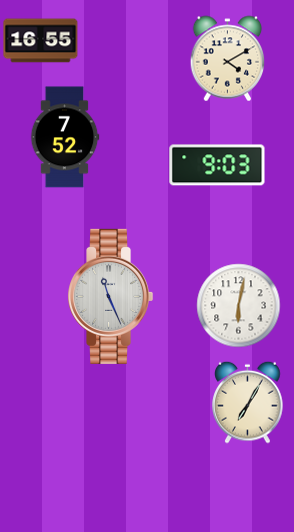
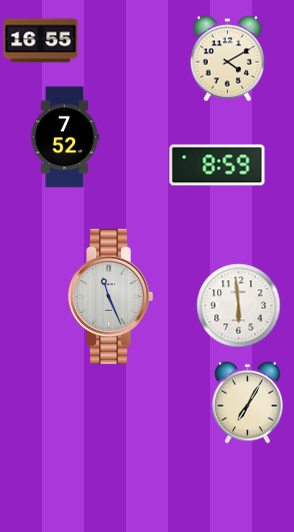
clock at (217, 165): 9:03 -> 8:59
clock at (239, 306): 6:02 -> 5:59
